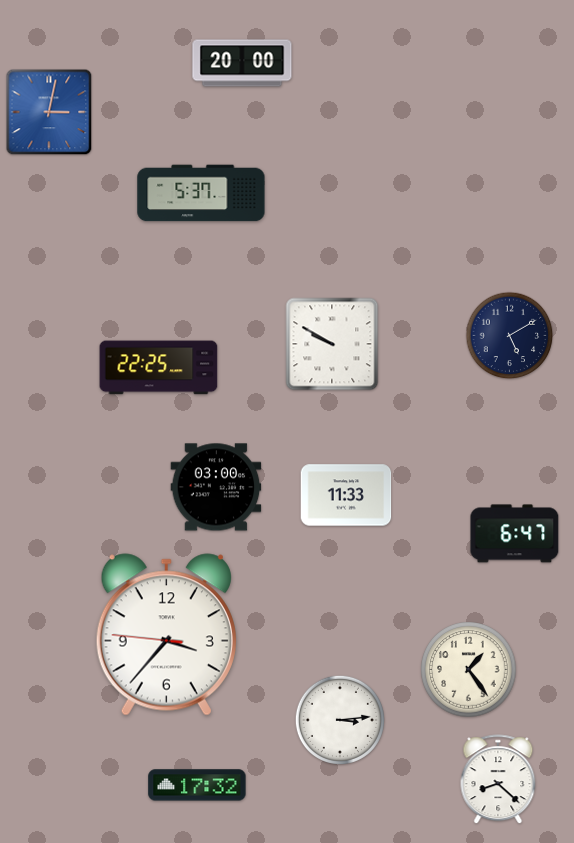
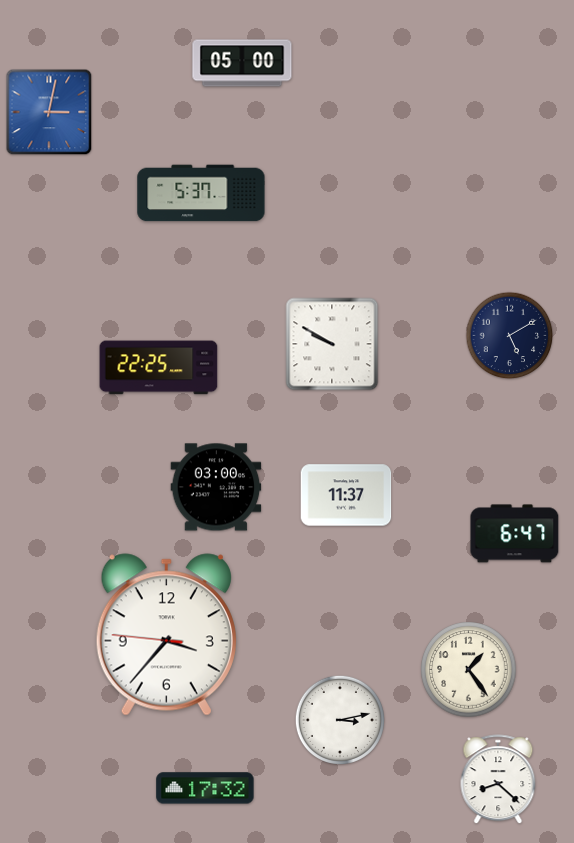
clock at (242, 63): 20:00 -> 05:00
clock at (346, 495): 11:33 -> 11:37
clock at (340, 720): 3:14 -> 3:13
clock at (197, 785) position: (197, 785) -> (205, 788)
